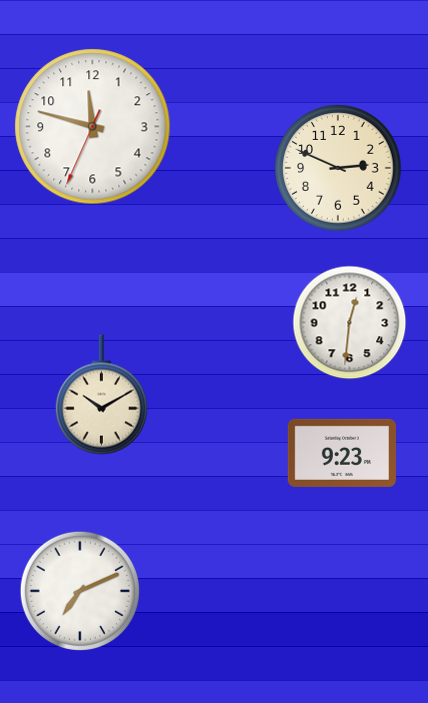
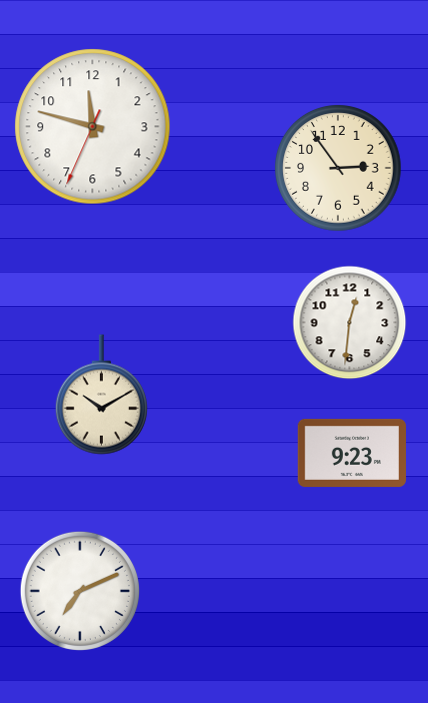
clock at (338, 168): 2:49 -> 2:54
clock at (341, 453) position: (341, 453) -> (351, 453)
